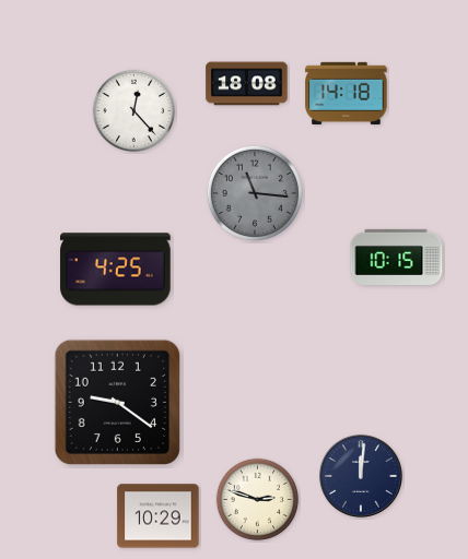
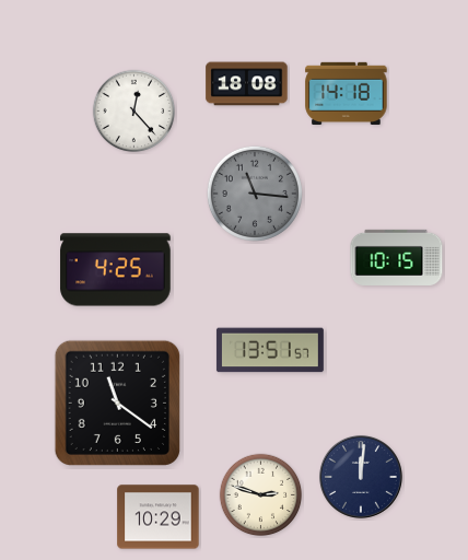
clock at (270, 350): none -> 13:51
clock at (117, 402): 9:21 -> 11:21
clock at (258, 500) position: (258, 500) -> (261, 495)
